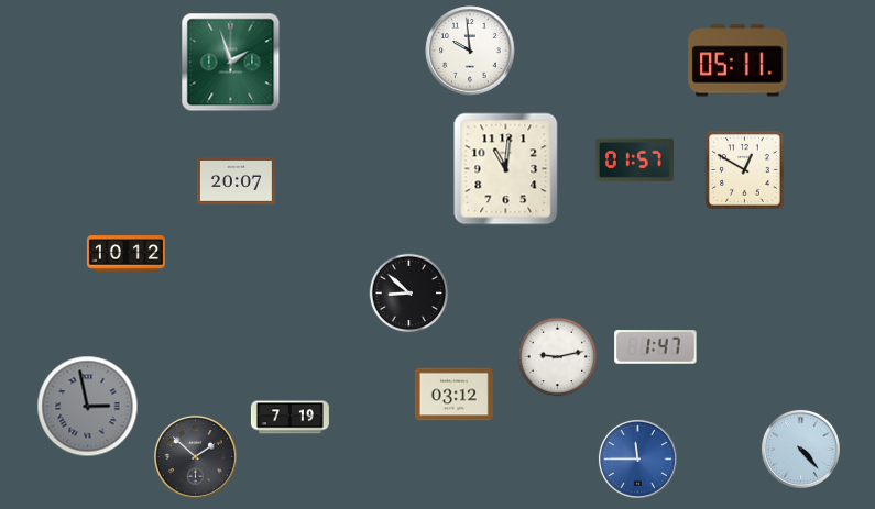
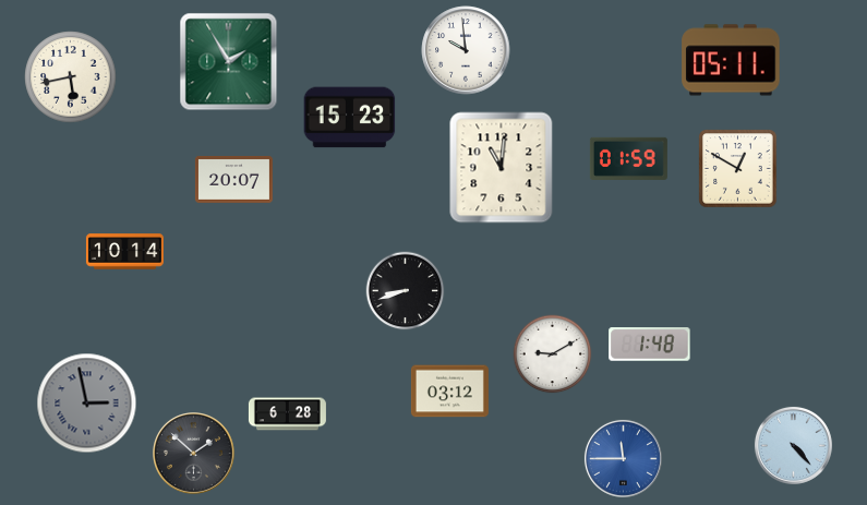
clock at (231, 63): 1:57 -> 1:55
clock at (71, 77): none -> 5:43
clock at (350, 118): none -> 15:23
clock at (634, 159): 01:57 -> 01:59
clock at (125, 254): 10:12 -> 10:14
clock at (409, 294): 8:52 -> 8:42
clock at (656, 347): 1:47 -> 1:48
clock at (558, 357): 9:13 -> 9:10
clock at (289, 418): 7:19 -> 6:28
clock at (637, 458) position: (637, 458) -> (623, 458)
